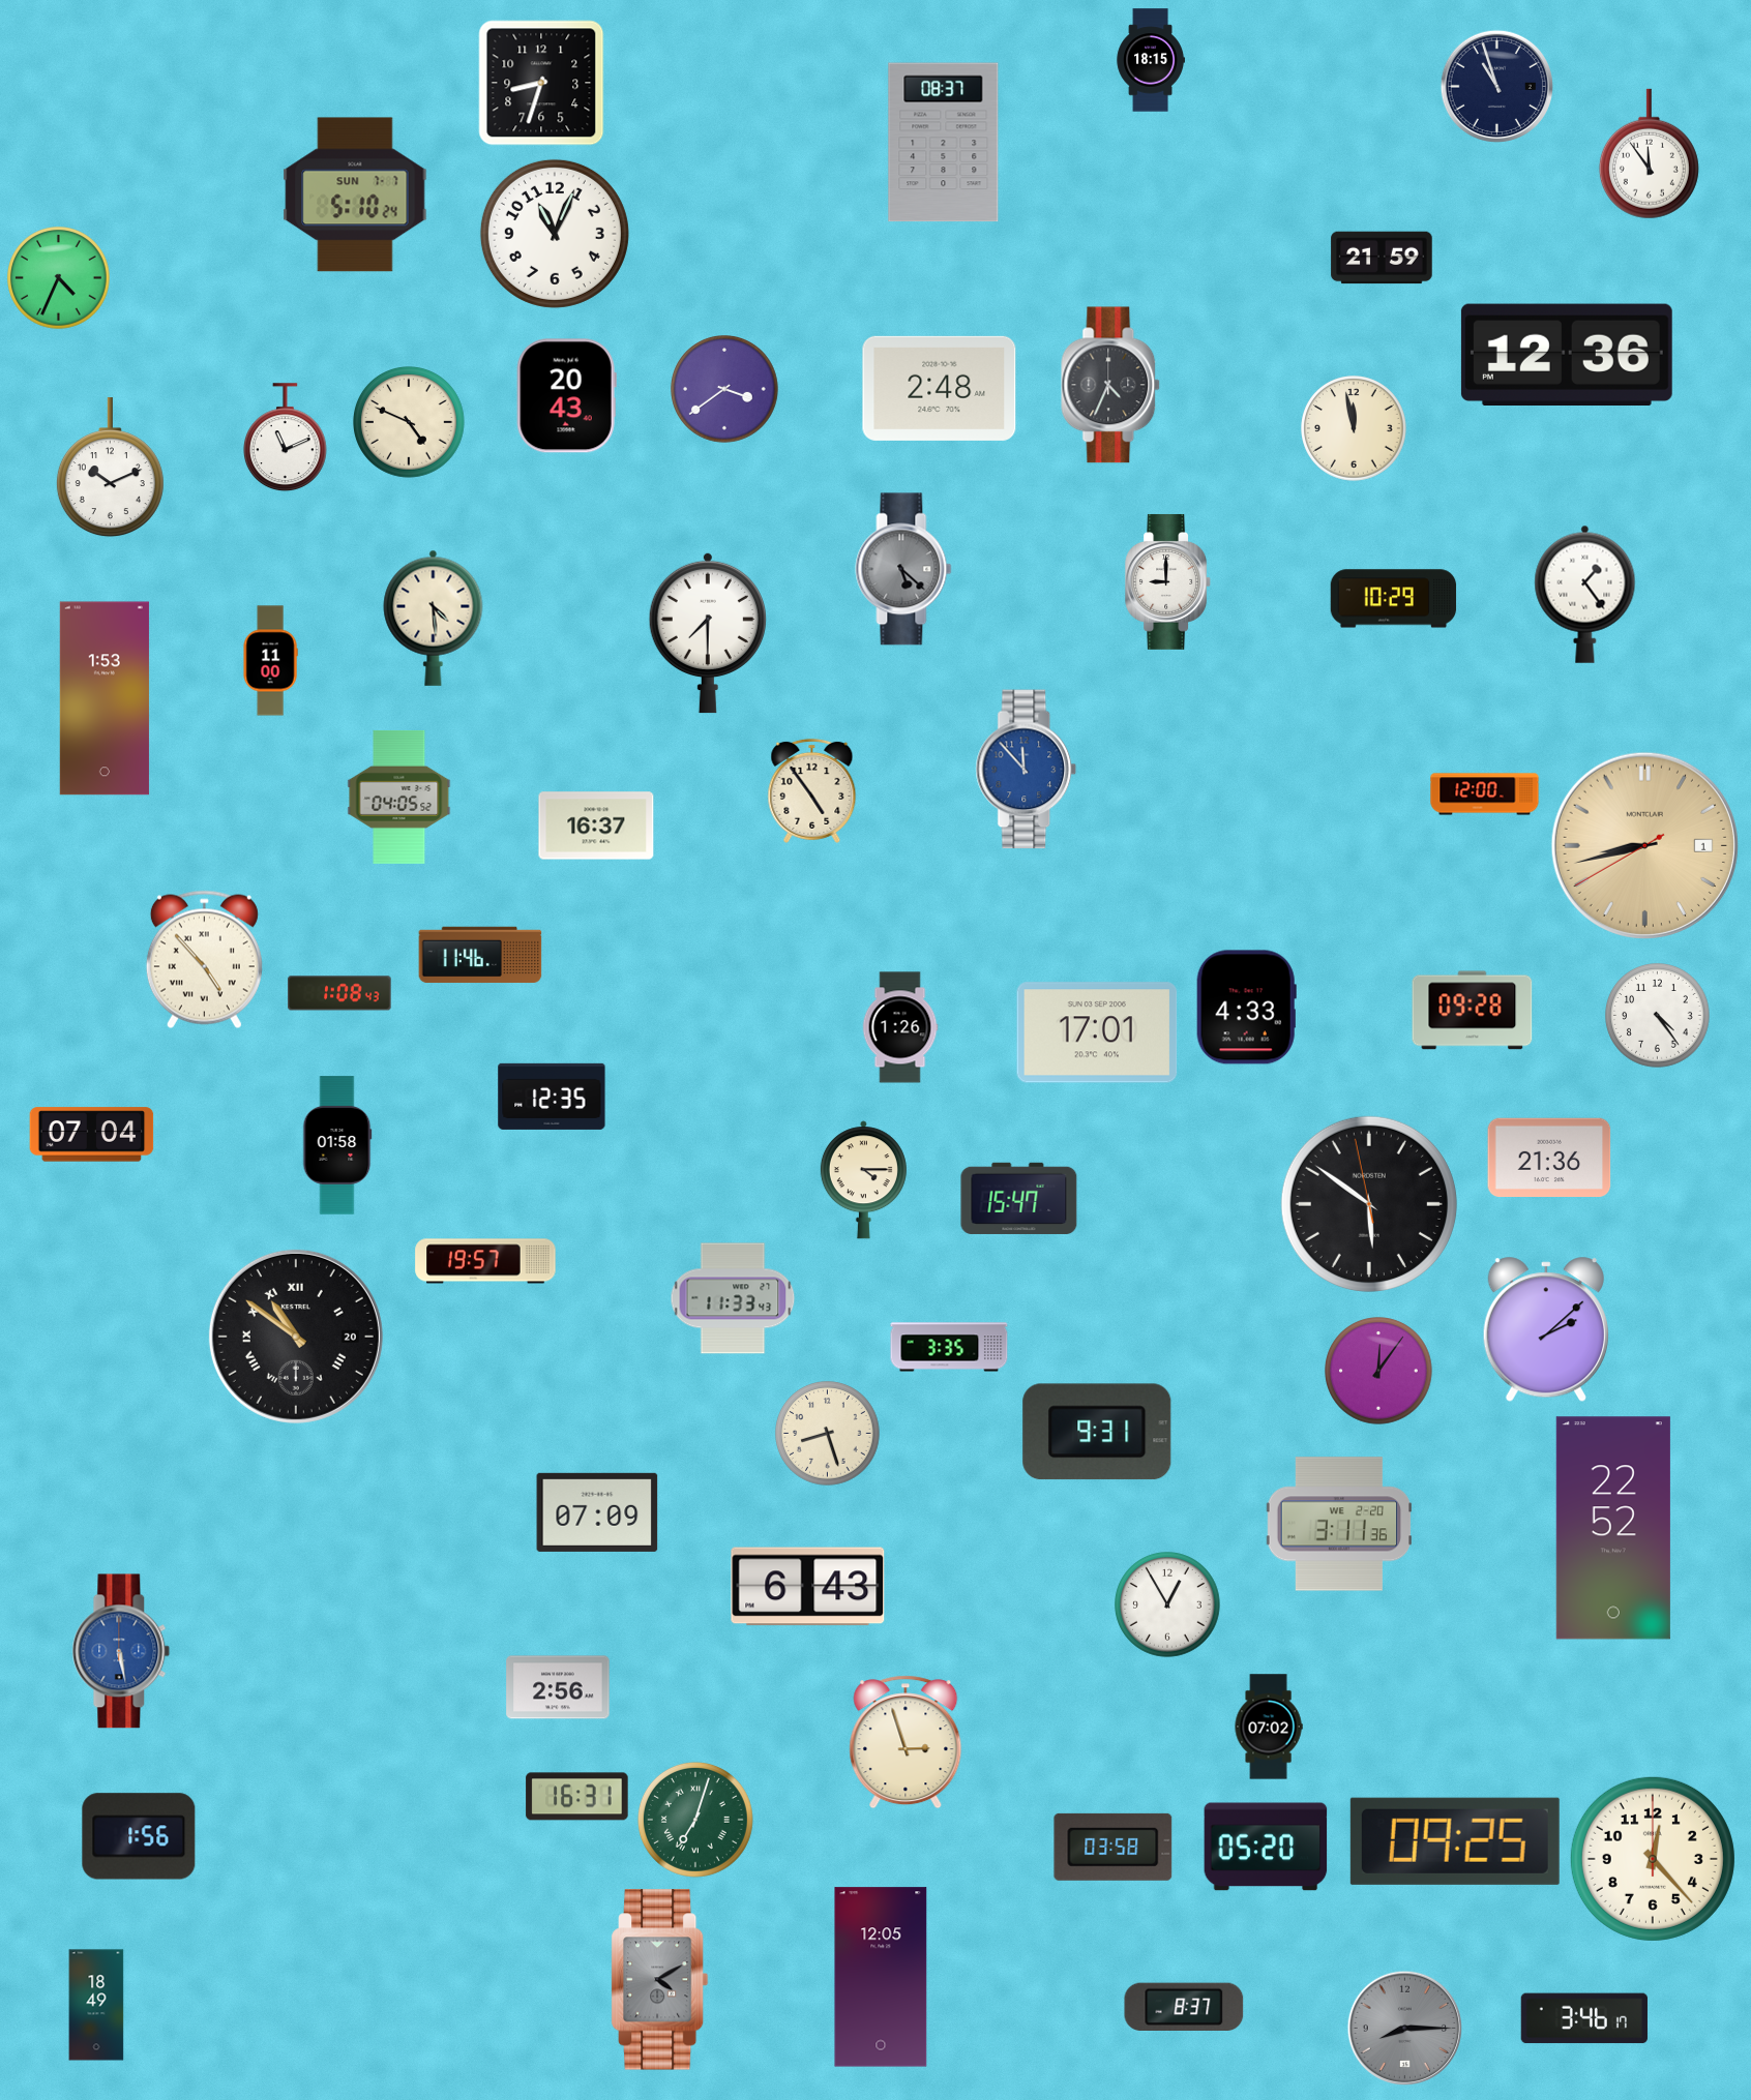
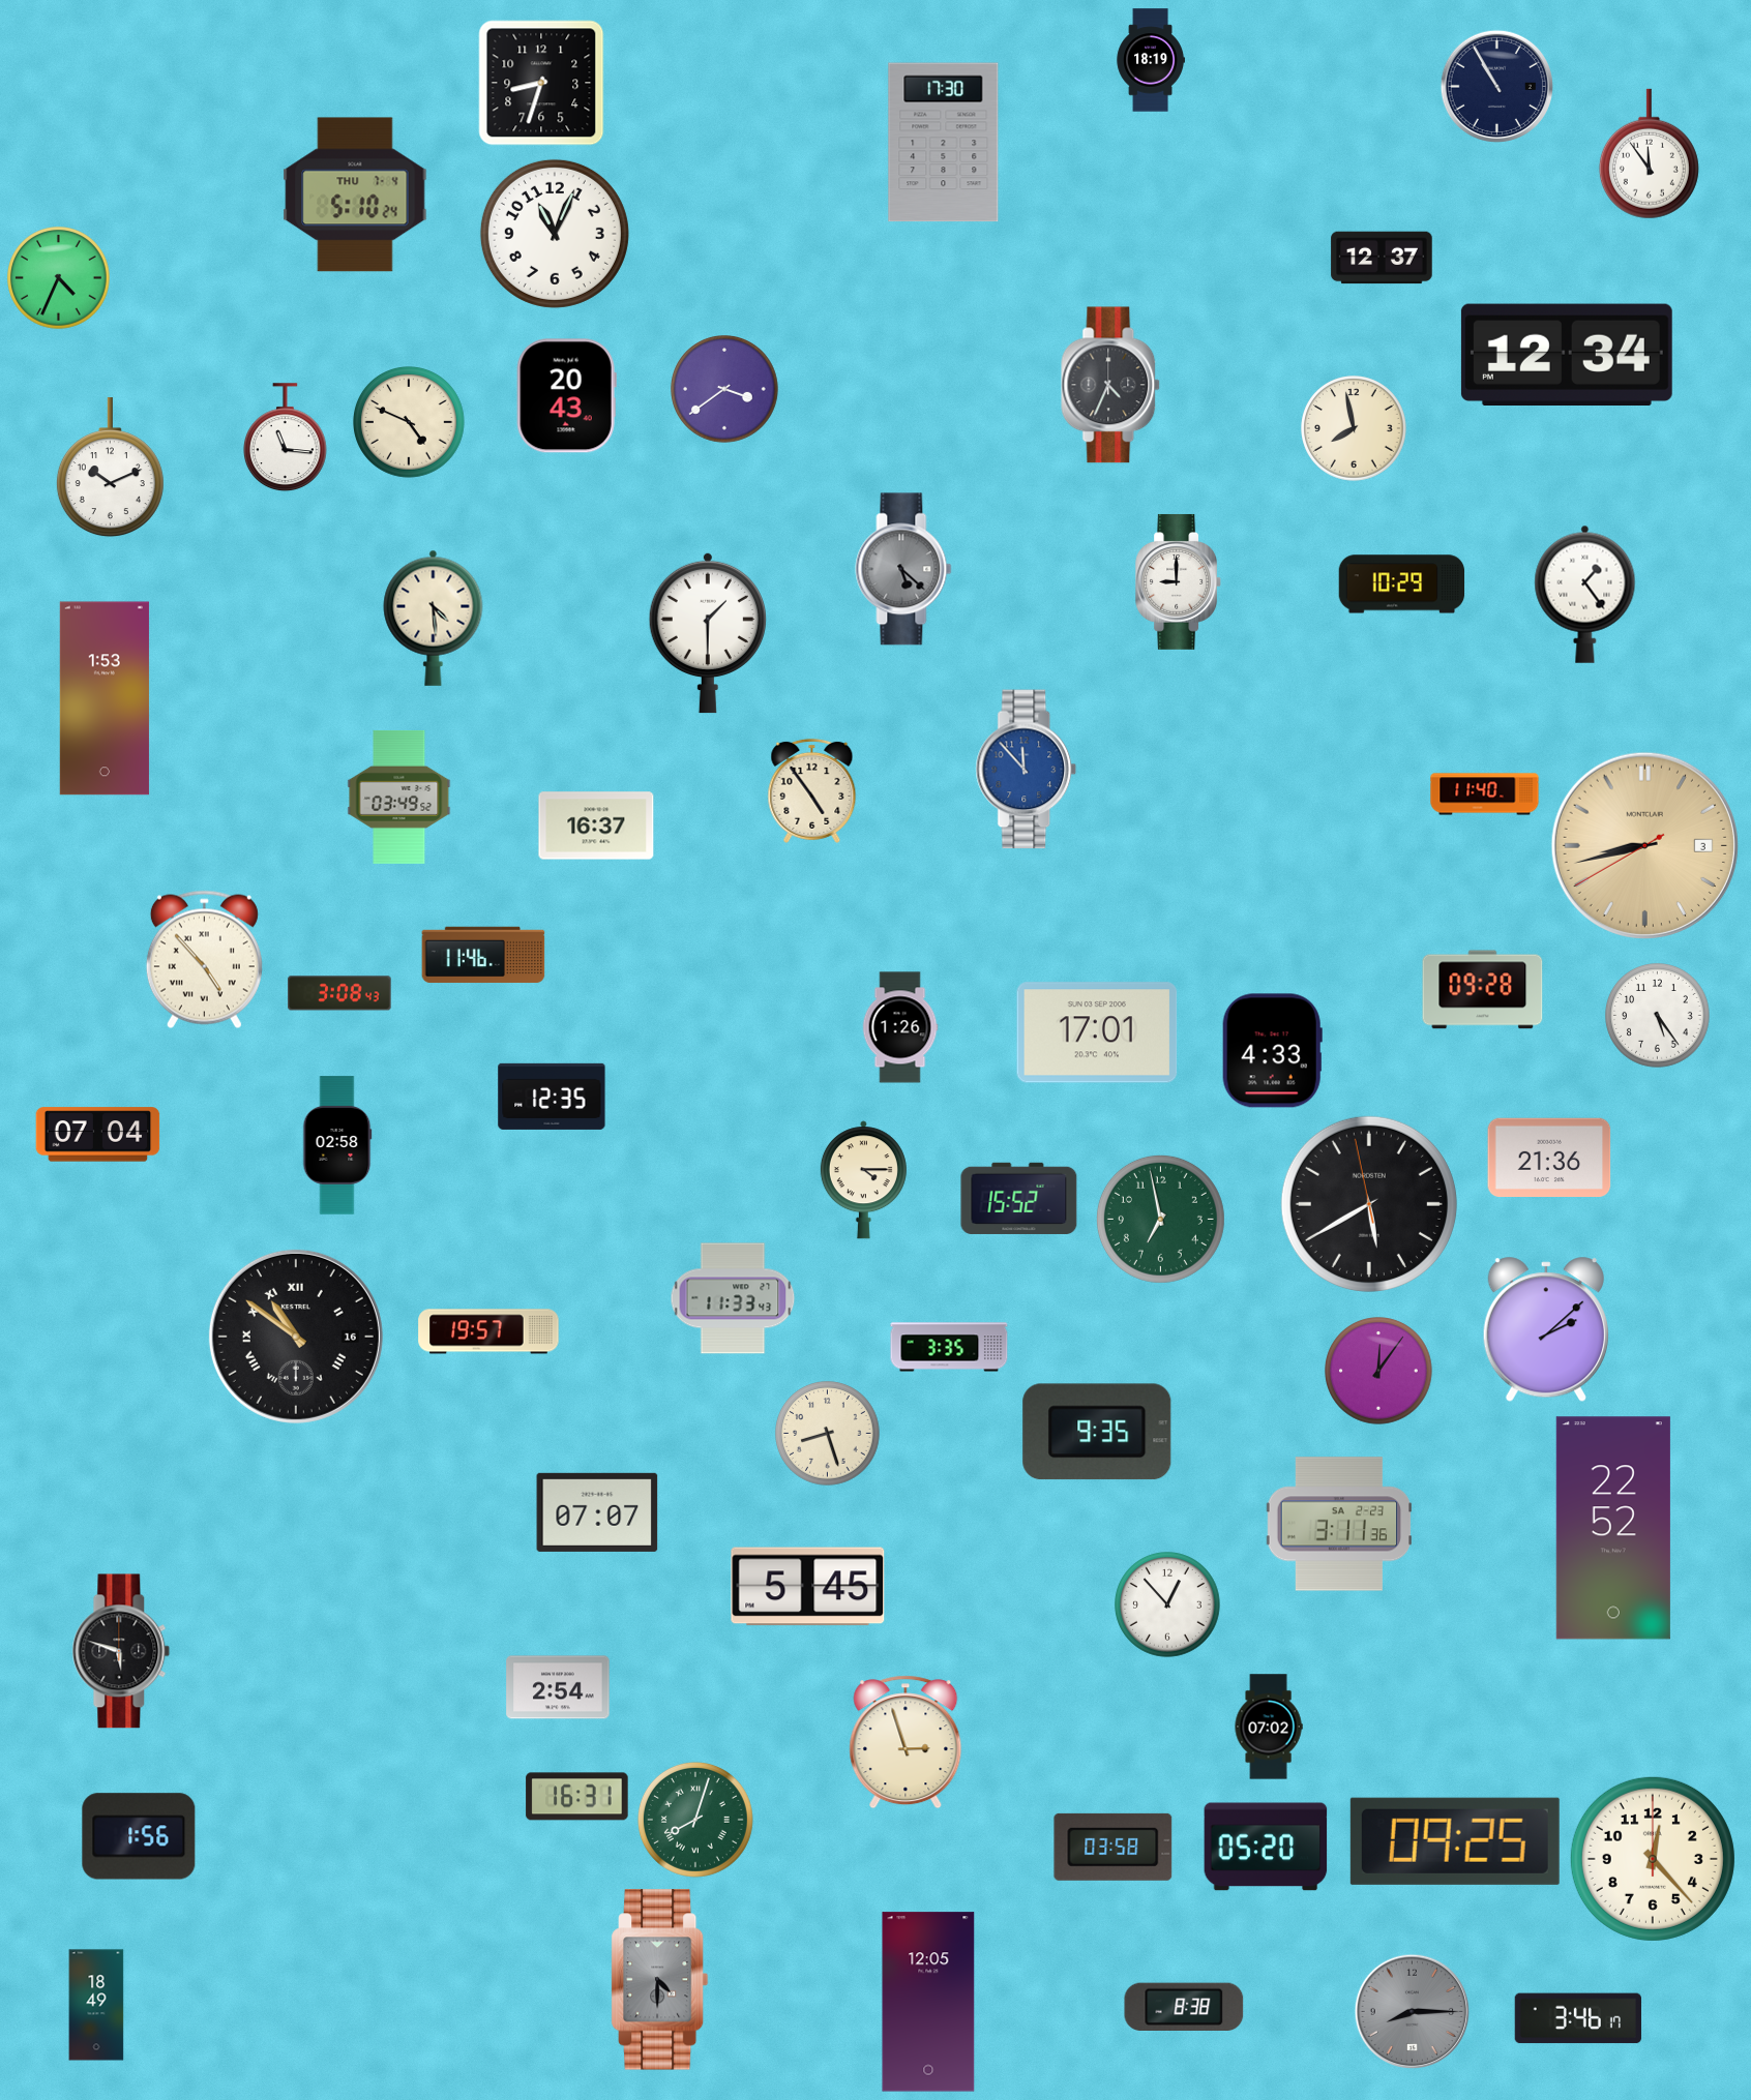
clock at (1150, 60): 18:15 -> 18:19
clock at (1496, 86): 10:57 -> 10:55
clock at (944, 143): 08:37 -> 17:30
clock at (355, 194) date: SUN 7-7 -> THU 7-4
clock at (1382, 258): 21:59 -> 12:37
clock at (1567, 354): 12:36 -> 12:34
clock at (940, 388): 2:48 -> none
clock at (1354, 428): 11:58 -> 7:58
clock at (286, 438): 11:11 -> 11:16
clock at (1167, 581) position: (1167, 581) -> (1178, 581)
clock at (1394, 599) position: (1394, 599) -> (1402, 584)
clock at (708, 633): 7:30 -> 1:30
clock at (270, 661): 11:00 -> none
clock at (1485, 794): 12:00 -> 11:40
clock at (399, 797): 04:05 -> 03:49
clock at (1644, 845) date: 1 -> 3
clock at (480, 955) position: (480, 955) -> (483, 955)
clock at (339, 993): 1:08 -> 3:08
clock at (1246, 1008) position: (1246, 1008) -> (1272, 1051)
clock at (1473, 1011) position: (1473, 1011) -> (1483, 990)
clock at (1658, 1016): 4:24 -> 5:24
clock at (92, 1135) position: (92, 1135) -> (98, 1135)
clock at (337, 1145): 01:58 -> 02:58
clock at (1019, 1198): 15:47 -> 15:52
clock at (1369, 1204): 5:50 -> 5:39
clock at (1160, 1219): none -> 6:58
clock at (485, 1261) position: (485, 1261) -> (488, 1331)
clock at (296, 1337) date: 20 -> 16
clock at (1097, 1432): 9:31 -> 9:35
clock at (597, 1512): 07:09 -> 07:07
clock at (1339, 1524) date: WE 2-20 -> SA 2-23
clock at (808, 1587): 6:43 -> 5:45
clock at (1167, 1604): 12:55 -> 12:53
clock at (121, 1651): 5:28 -> 5:48
clock at (121, 1651) dial: blue -> black
clock at (558, 1687): 2:56 -> 2:54
clock at (695, 1821): 7:03 -> 8:03
clock at (881, 1977) position: (881, 1977) -> (928, 2002)
clock at (660, 1980): 4:10 -> 4:30
clock at (1184, 2006): 8:37 -> 8:38
clock at (1584, 2018) position: (1584, 2018) -> (1578, 2018)
clock at (1404, 2028) position: (1404, 2028) -> (1412, 2011)
